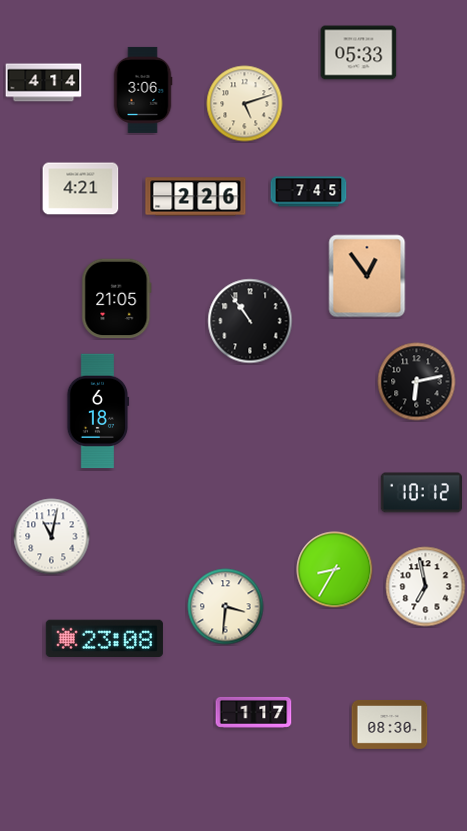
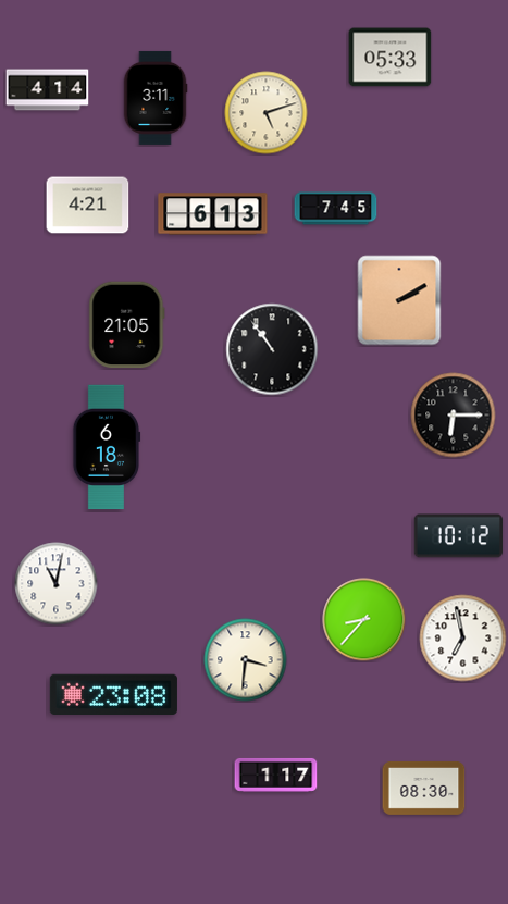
clock at (143, 90): 3:06 -> 3:11
clock at (196, 197): 2:26 -> 6:13
clock at (367, 276): 12:54 -> 2:10
clock at (417, 382): 6:13 -> 6:15
clock at (335, 570): 8:35 -> 8:37
